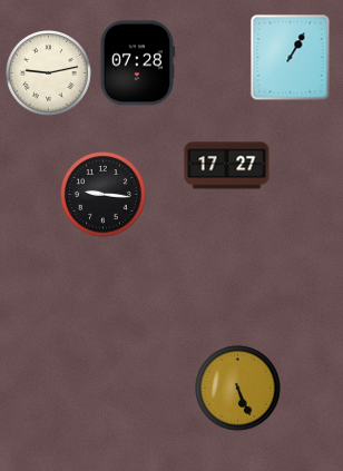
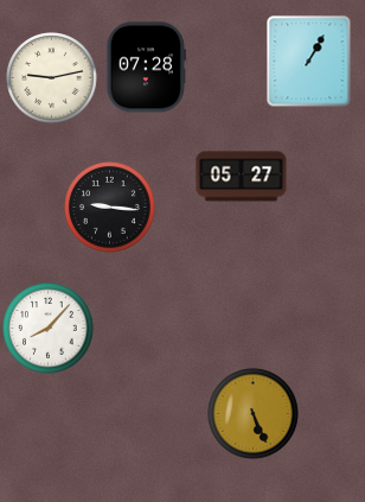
clock at (227, 166): 17:27 -> 05:27
clock at (49, 329): none -> 8:07
